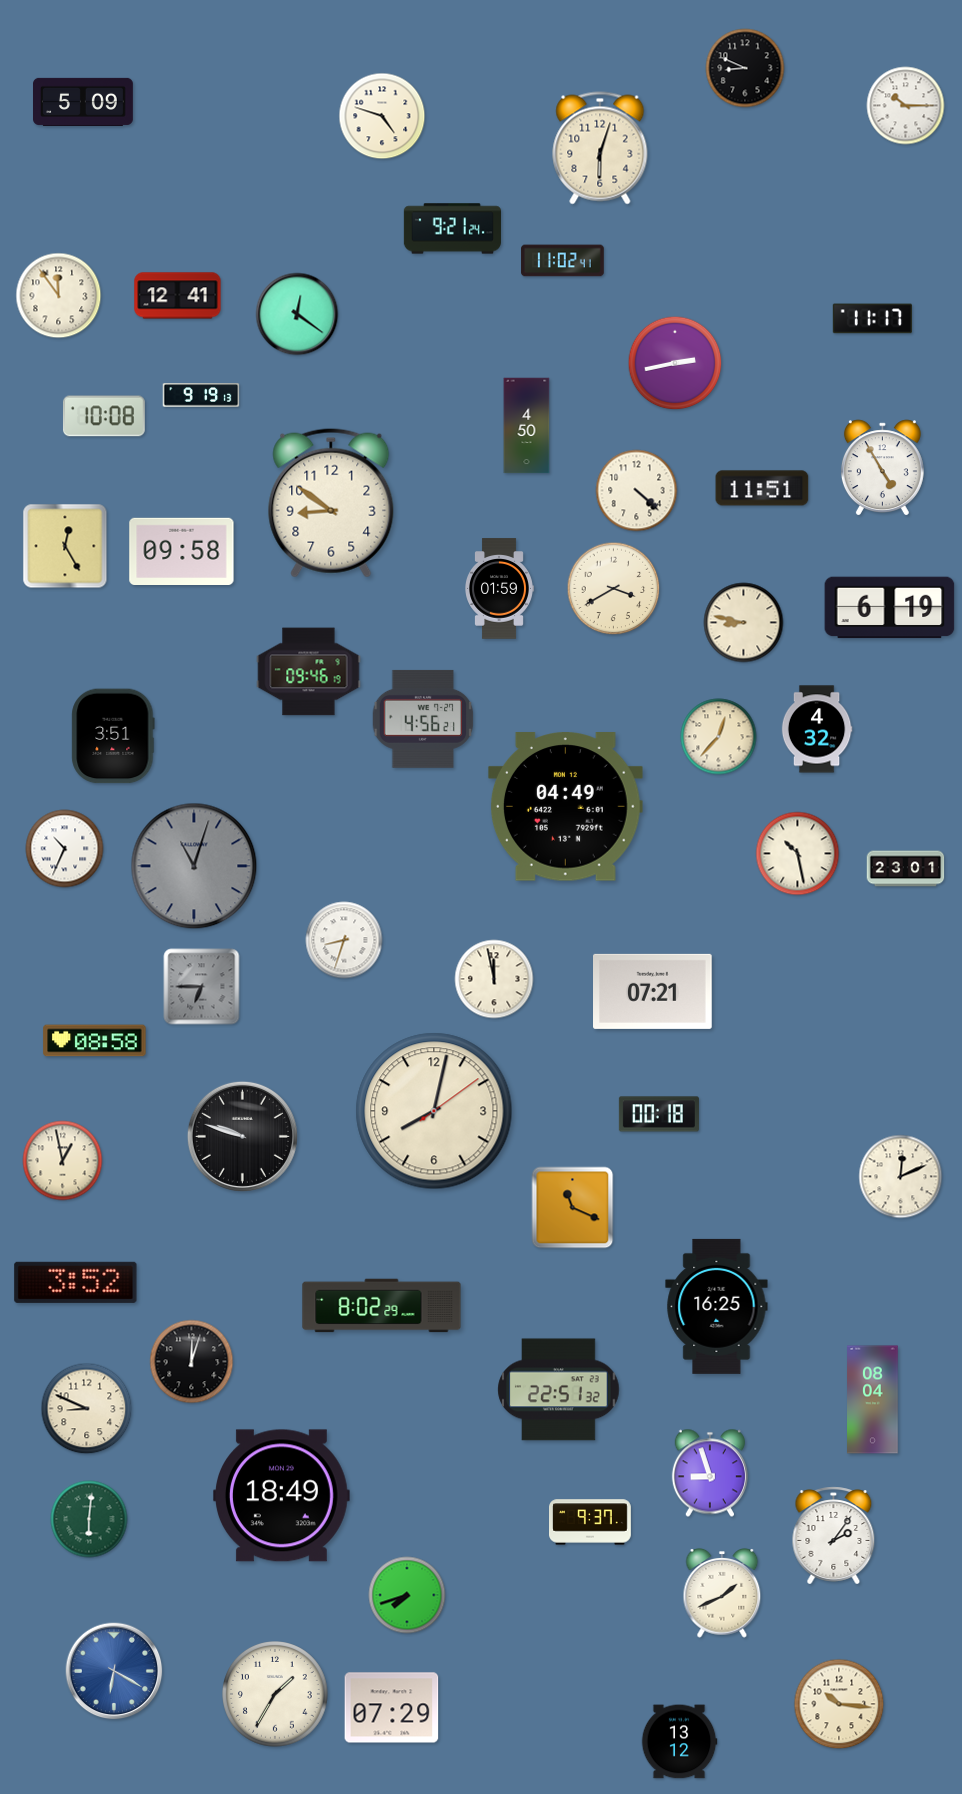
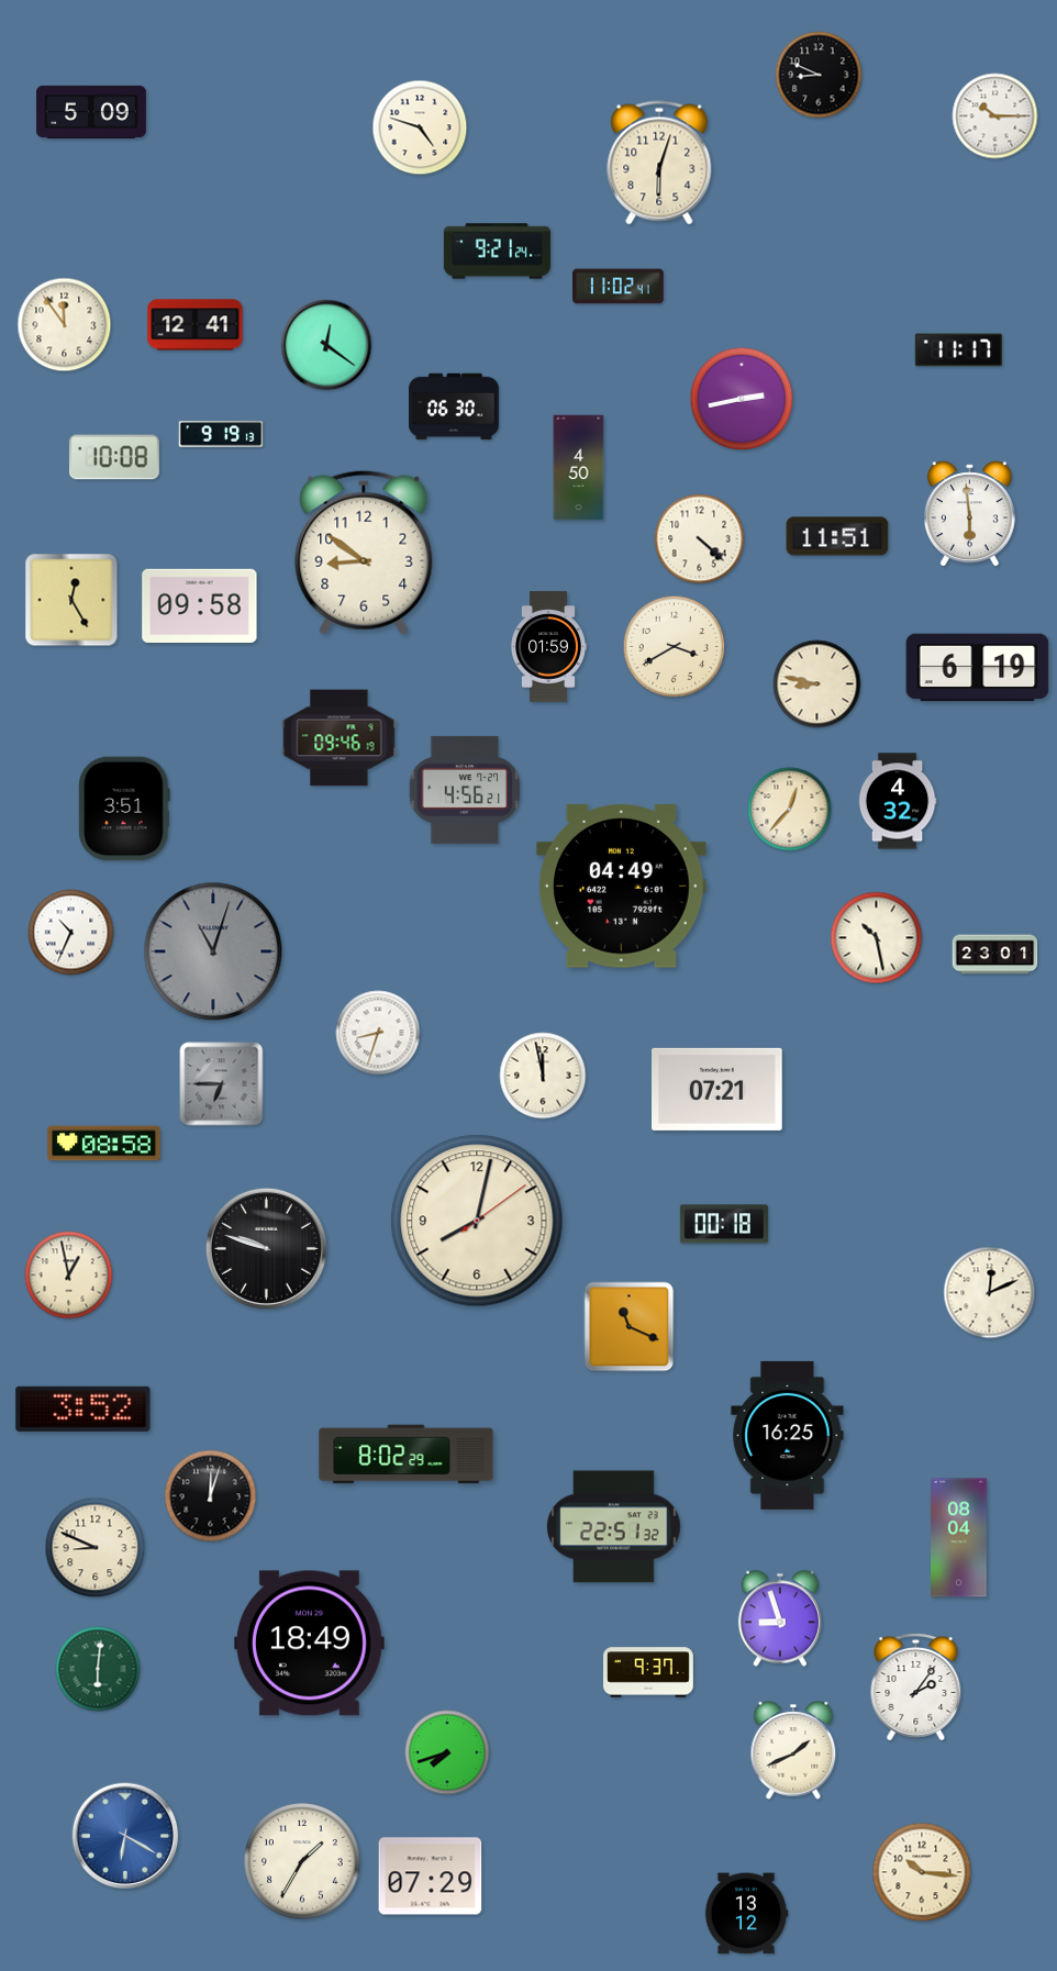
clock at (455, 407): none -> 06:30
clock at (882, 468): 4:55 -> 5:59
clock at (382, 1306) position: (382, 1306) -> (407, 1455)
